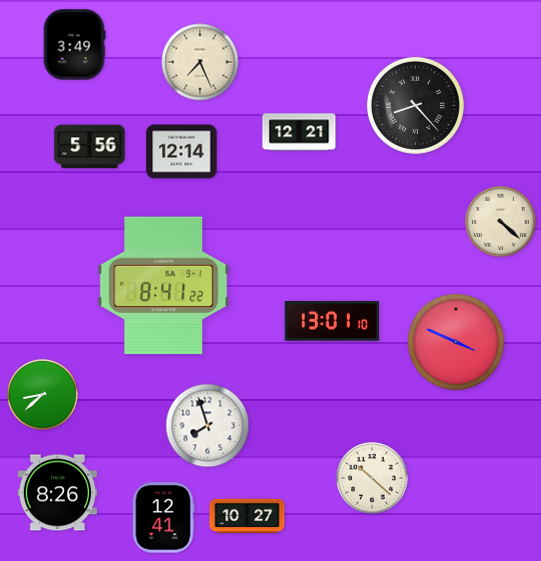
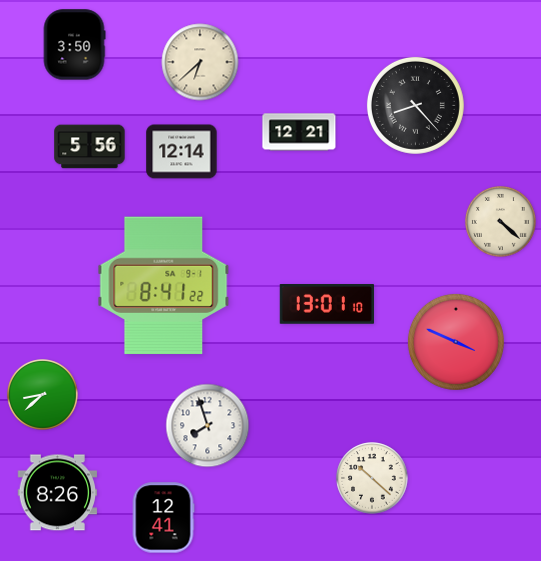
clock at (74, 45): 3:49 -> 3:50
clock at (200, 62): 7:26 -> 6:38
clock at (331, 322) position: (331, 322) -> (326, 305)
clock at (247, 516): 10:27 -> none
